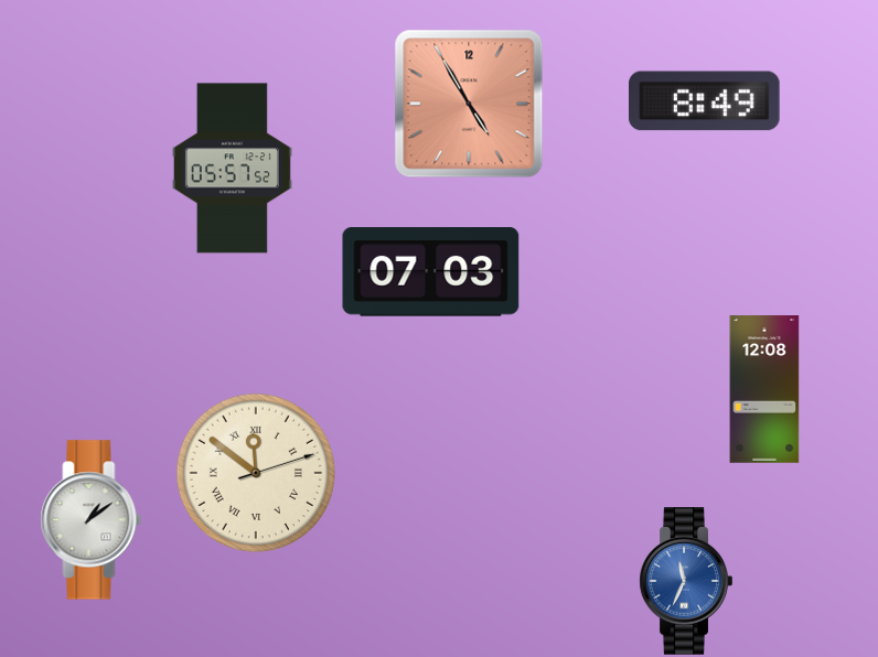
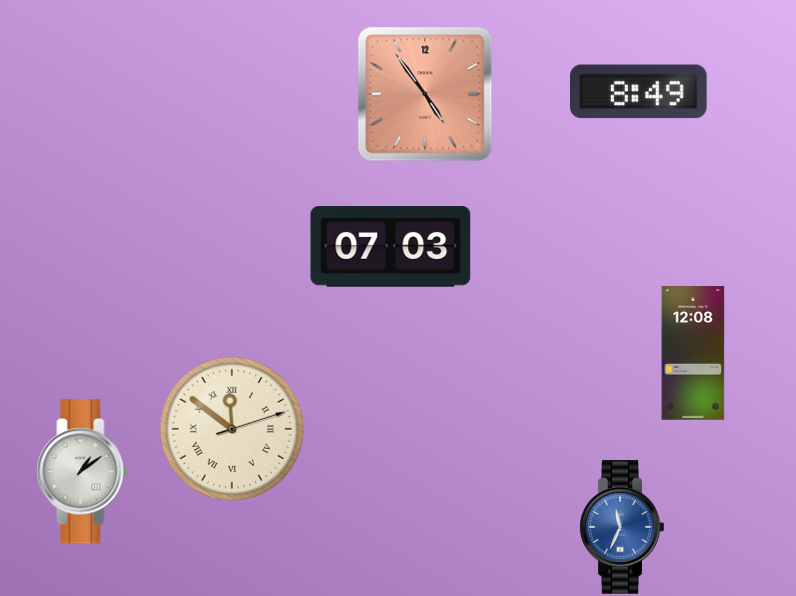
clock at (469, 104): 4:55 -> 4:54
clock at (232, 169): 05:57 -> none
